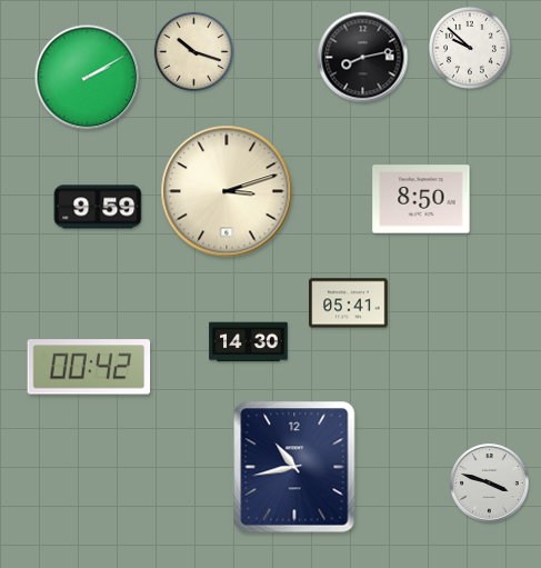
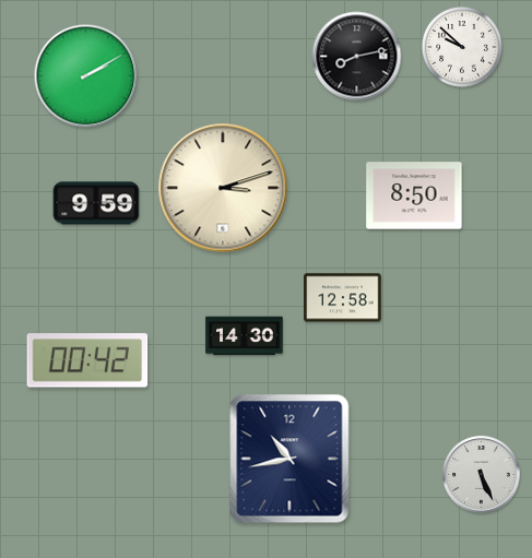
clock at (193, 51): 10:18 -> none
clock at (349, 303): 05:41 -> 12:58
clock at (490, 484): 3:48 -> 5:26
